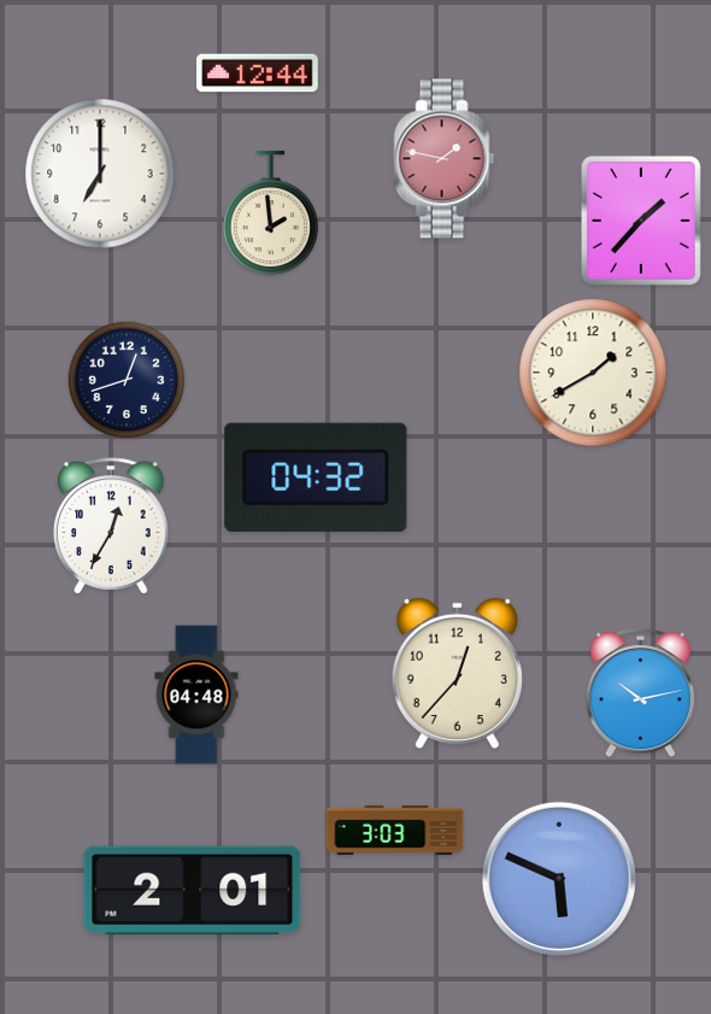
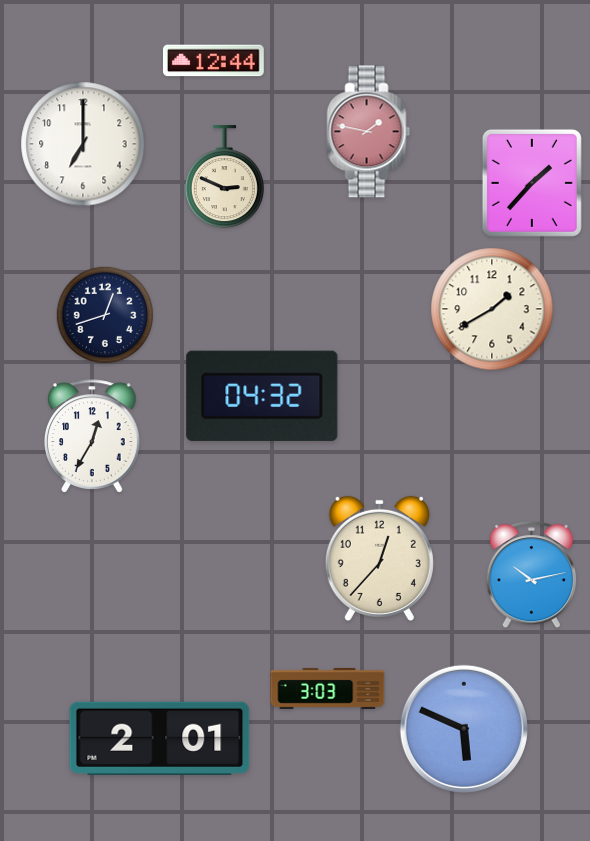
clock at (270, 213): 1:59 -> 2:49
clock at (196, 694): 04:48 -> none
